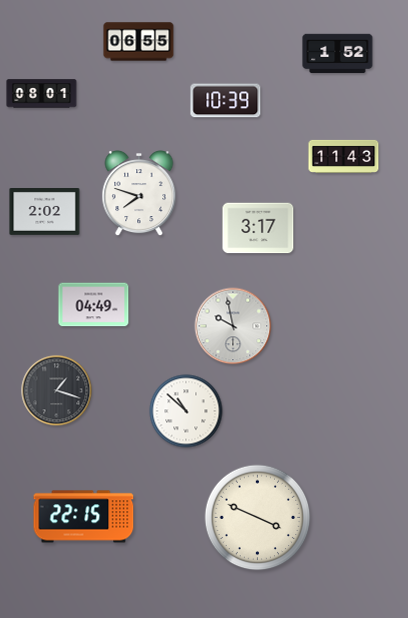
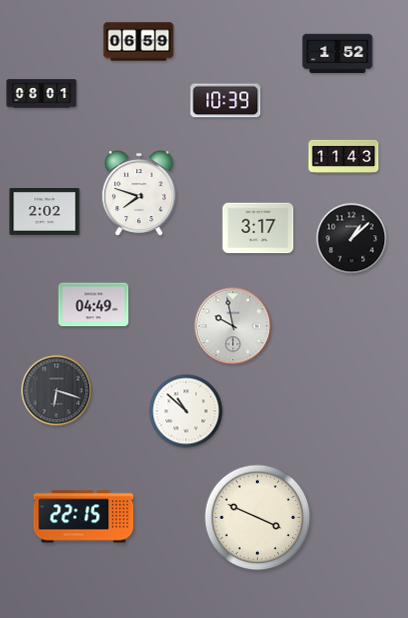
clock at (139, 42): 06:55 -> 06:59
clock at (352, 239): none -> 1:08
clock at (57, 391): 1:18 -> 6:18
